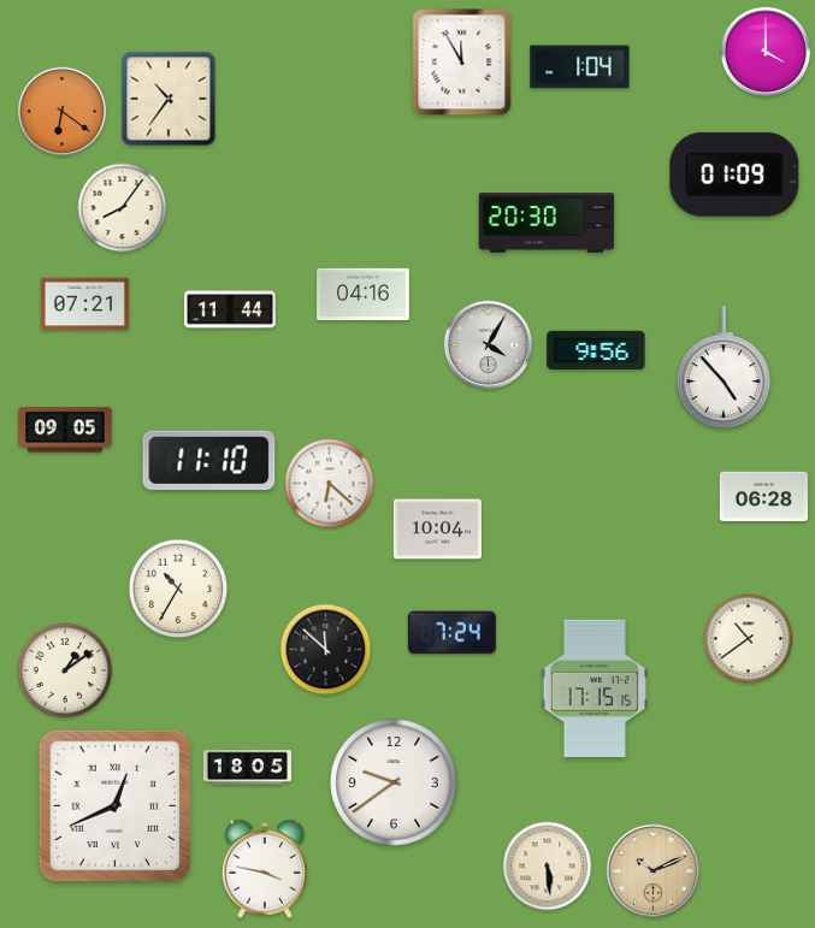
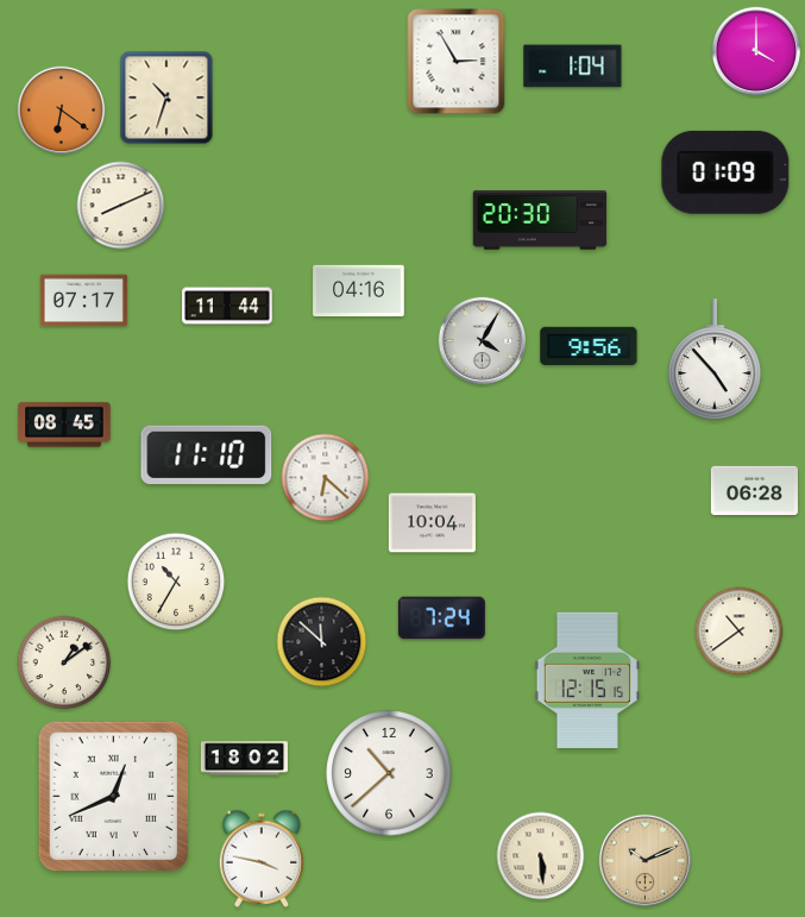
clock at (462, 63): 11:55 -> 2:55
clock at (169, 99): 10:36 -> 10:33
clock at (123, 208): 8:06 -> 8:11
clock at (84, 305): 07:21 -> 07:17
clock at (725, 367) position: (725, 367) -> (716, 359)
clock at (65, 430): 09:05 -> 08:45
clock at (451, 633) position: (451, 633) -> (441, 618)
clock at (593, 688): 17:15 -> 12:15
clock at (247, 768): 18:05 -> 18:02
clock at (394, 782): 9:39 -> 10:38
